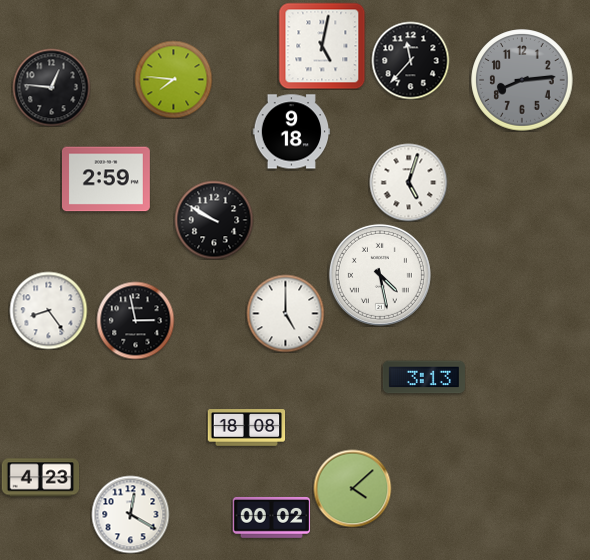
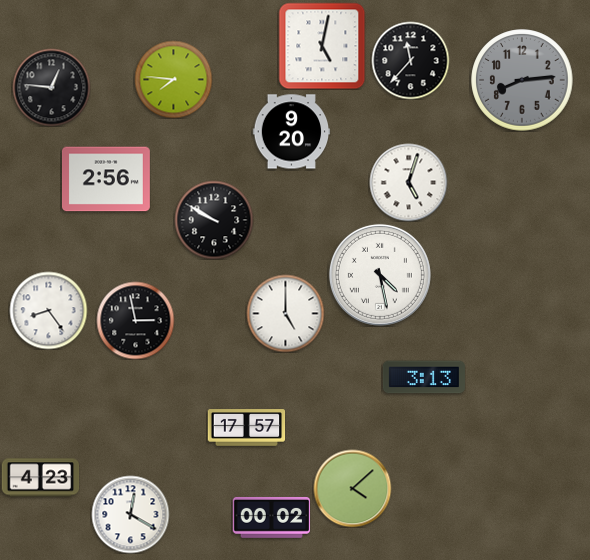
clock at (291, 132): 9:18 -> 9:20
clock at (106, 179): 2:59 -> 2:56
clock at (246, 428): 18:08 -> 17:57
